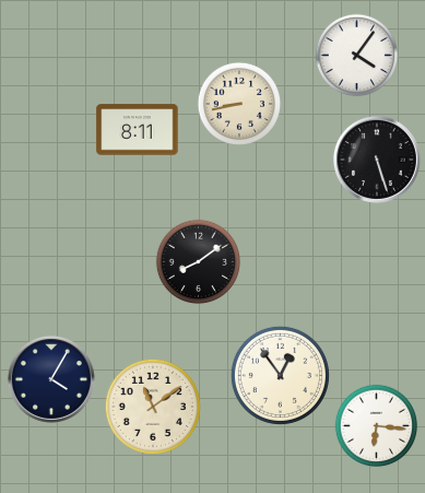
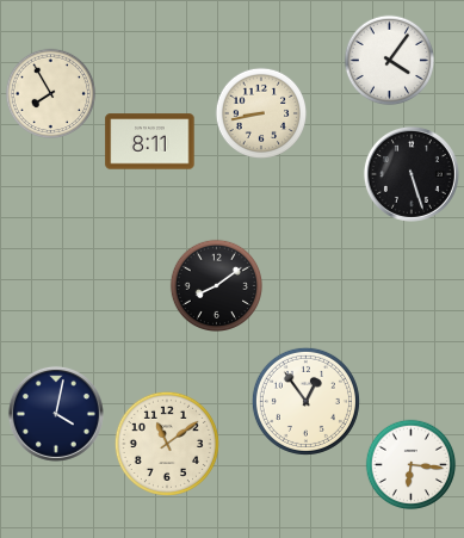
clock at (51, 94): none -> 7:55
clock at (280, 375) position: (280, 375) -> (305, 401)
clock at (51, 379): 4:05 -> 4:02
